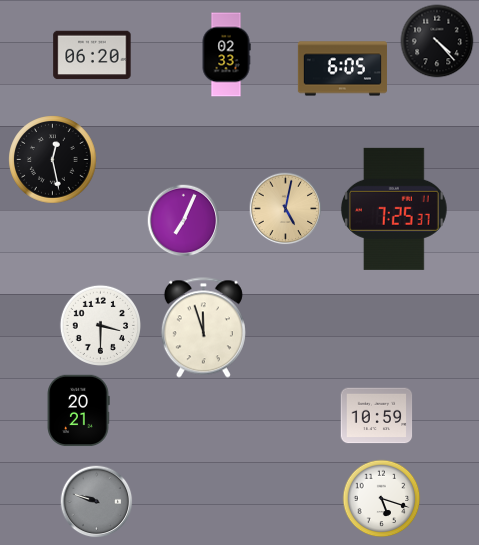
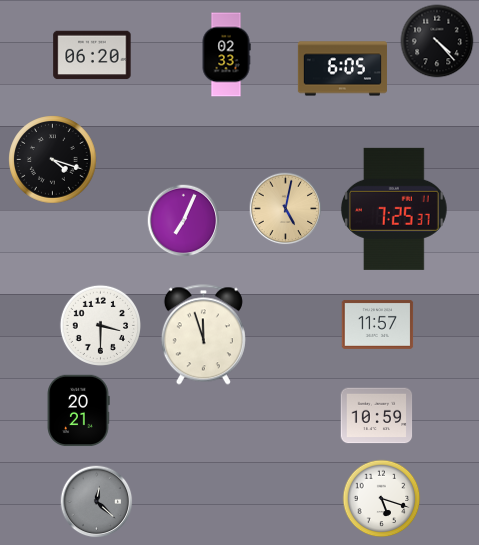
clock at (53, 160): 12:28 -> 4:18
clock at (378, 324): none -> 11:57
clock at (203, 328) position: (203, 328) -> (203, 335)
clock at (97, 502): 9:48 -> 12:22
